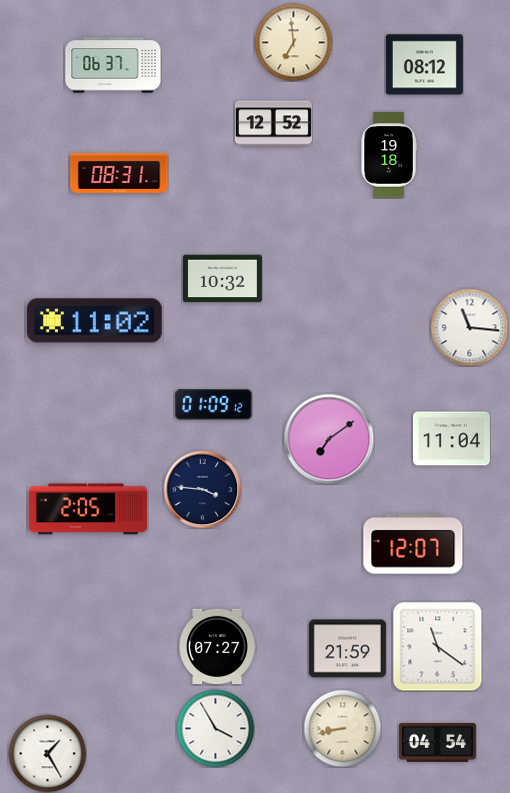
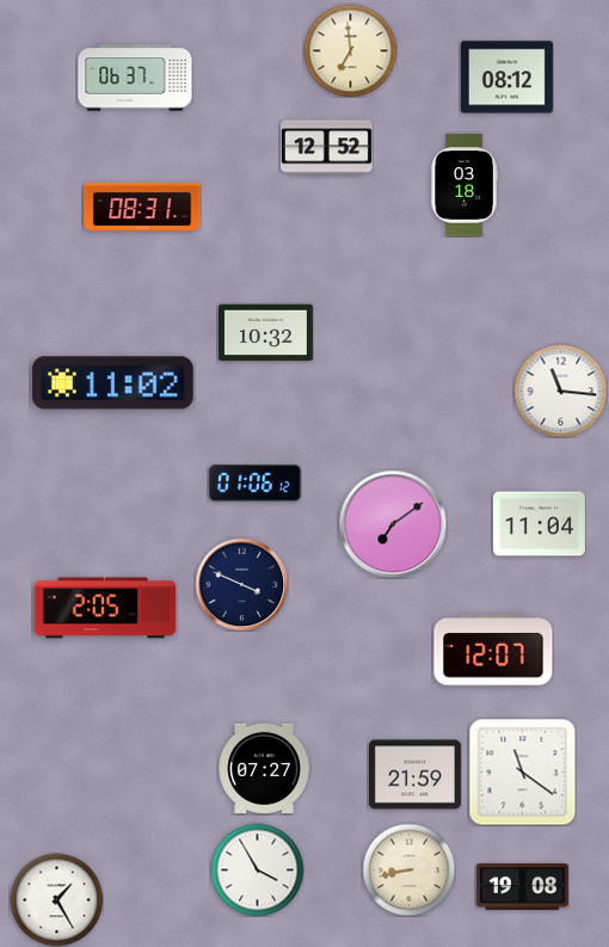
clock at (389, 155): 19:18 -> 03:18
clock at (213, 405): 01:09 -> 01:06
clock at (202, 489): 3:46 -> 3:49
clock at (217, 646) position: (217, 646) -> (264, 768)
clock at (437, 742): 04:54 -> 19:08
